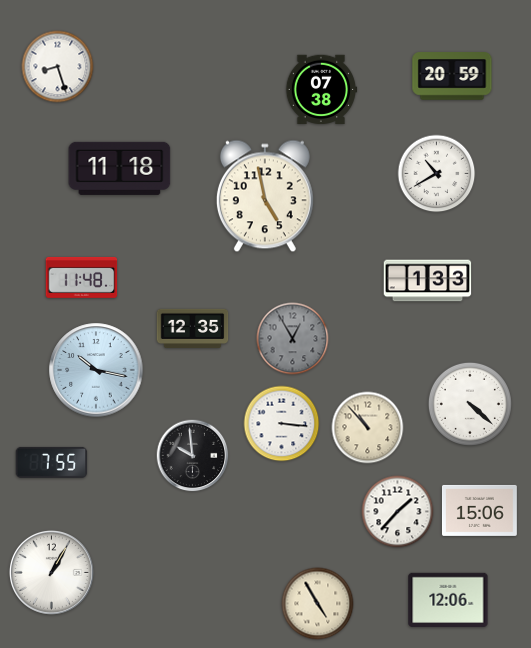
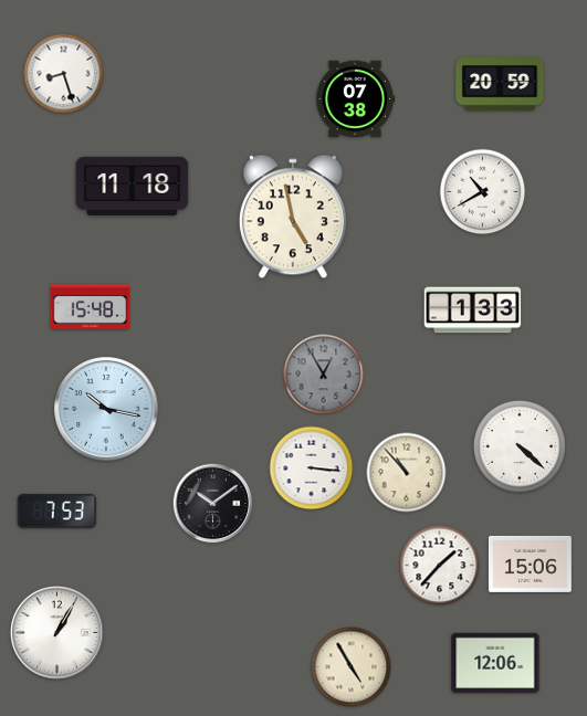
clock at (82, 278): 11:48 -> 15:48
clock at (193, 328): 12:35 -> none
clock at (193, 456): 9:59 -> 10:09
clock at (52, 462): 7:55 -> 7:53
